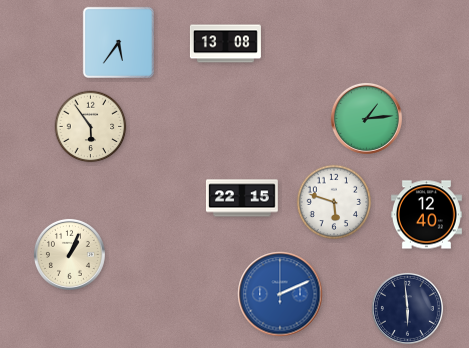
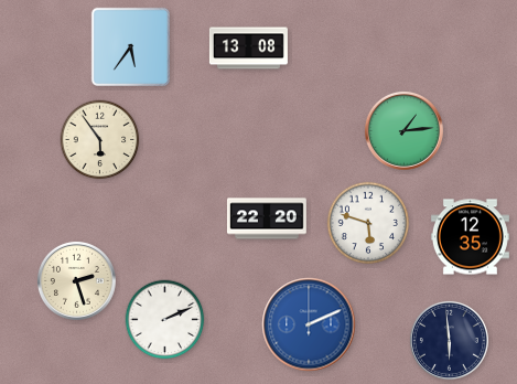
clock at (242, 198): 22:15 -> 22:20
clock at (426, 215): 12:40 -> 12:35
clock at (69, 254): 1:04 -> 2:27
clock at (165, 320): none -> 2:11
